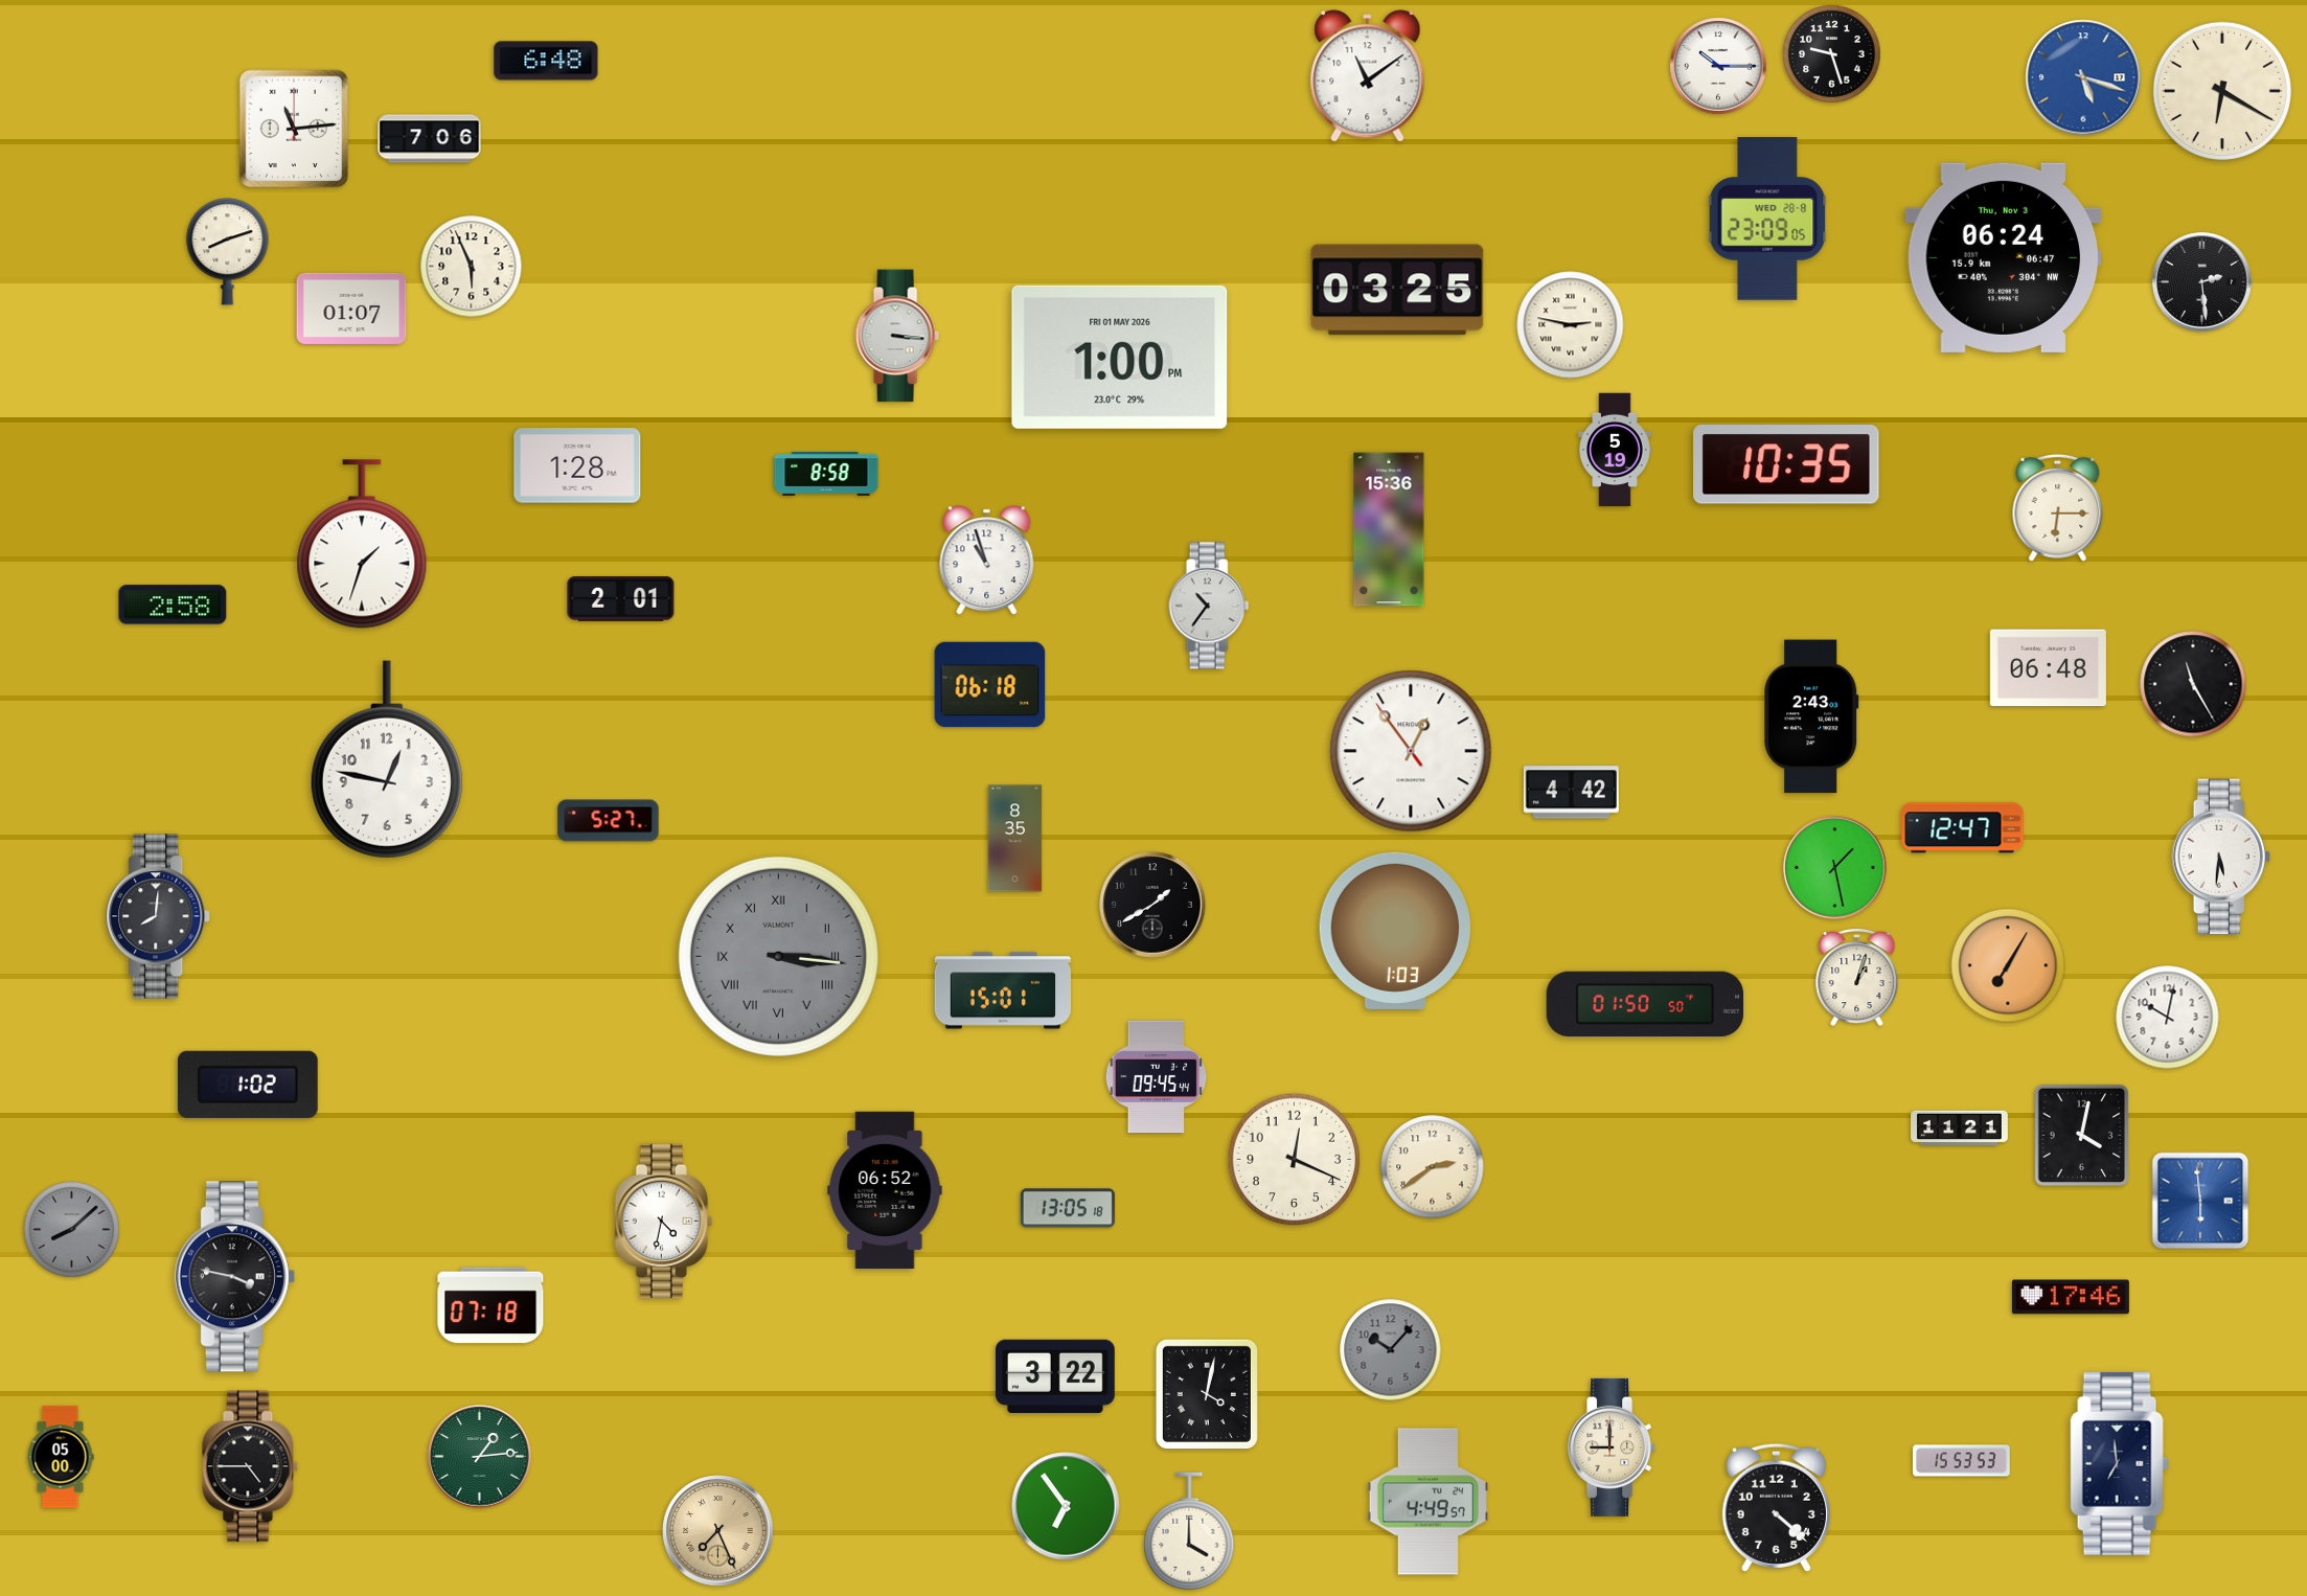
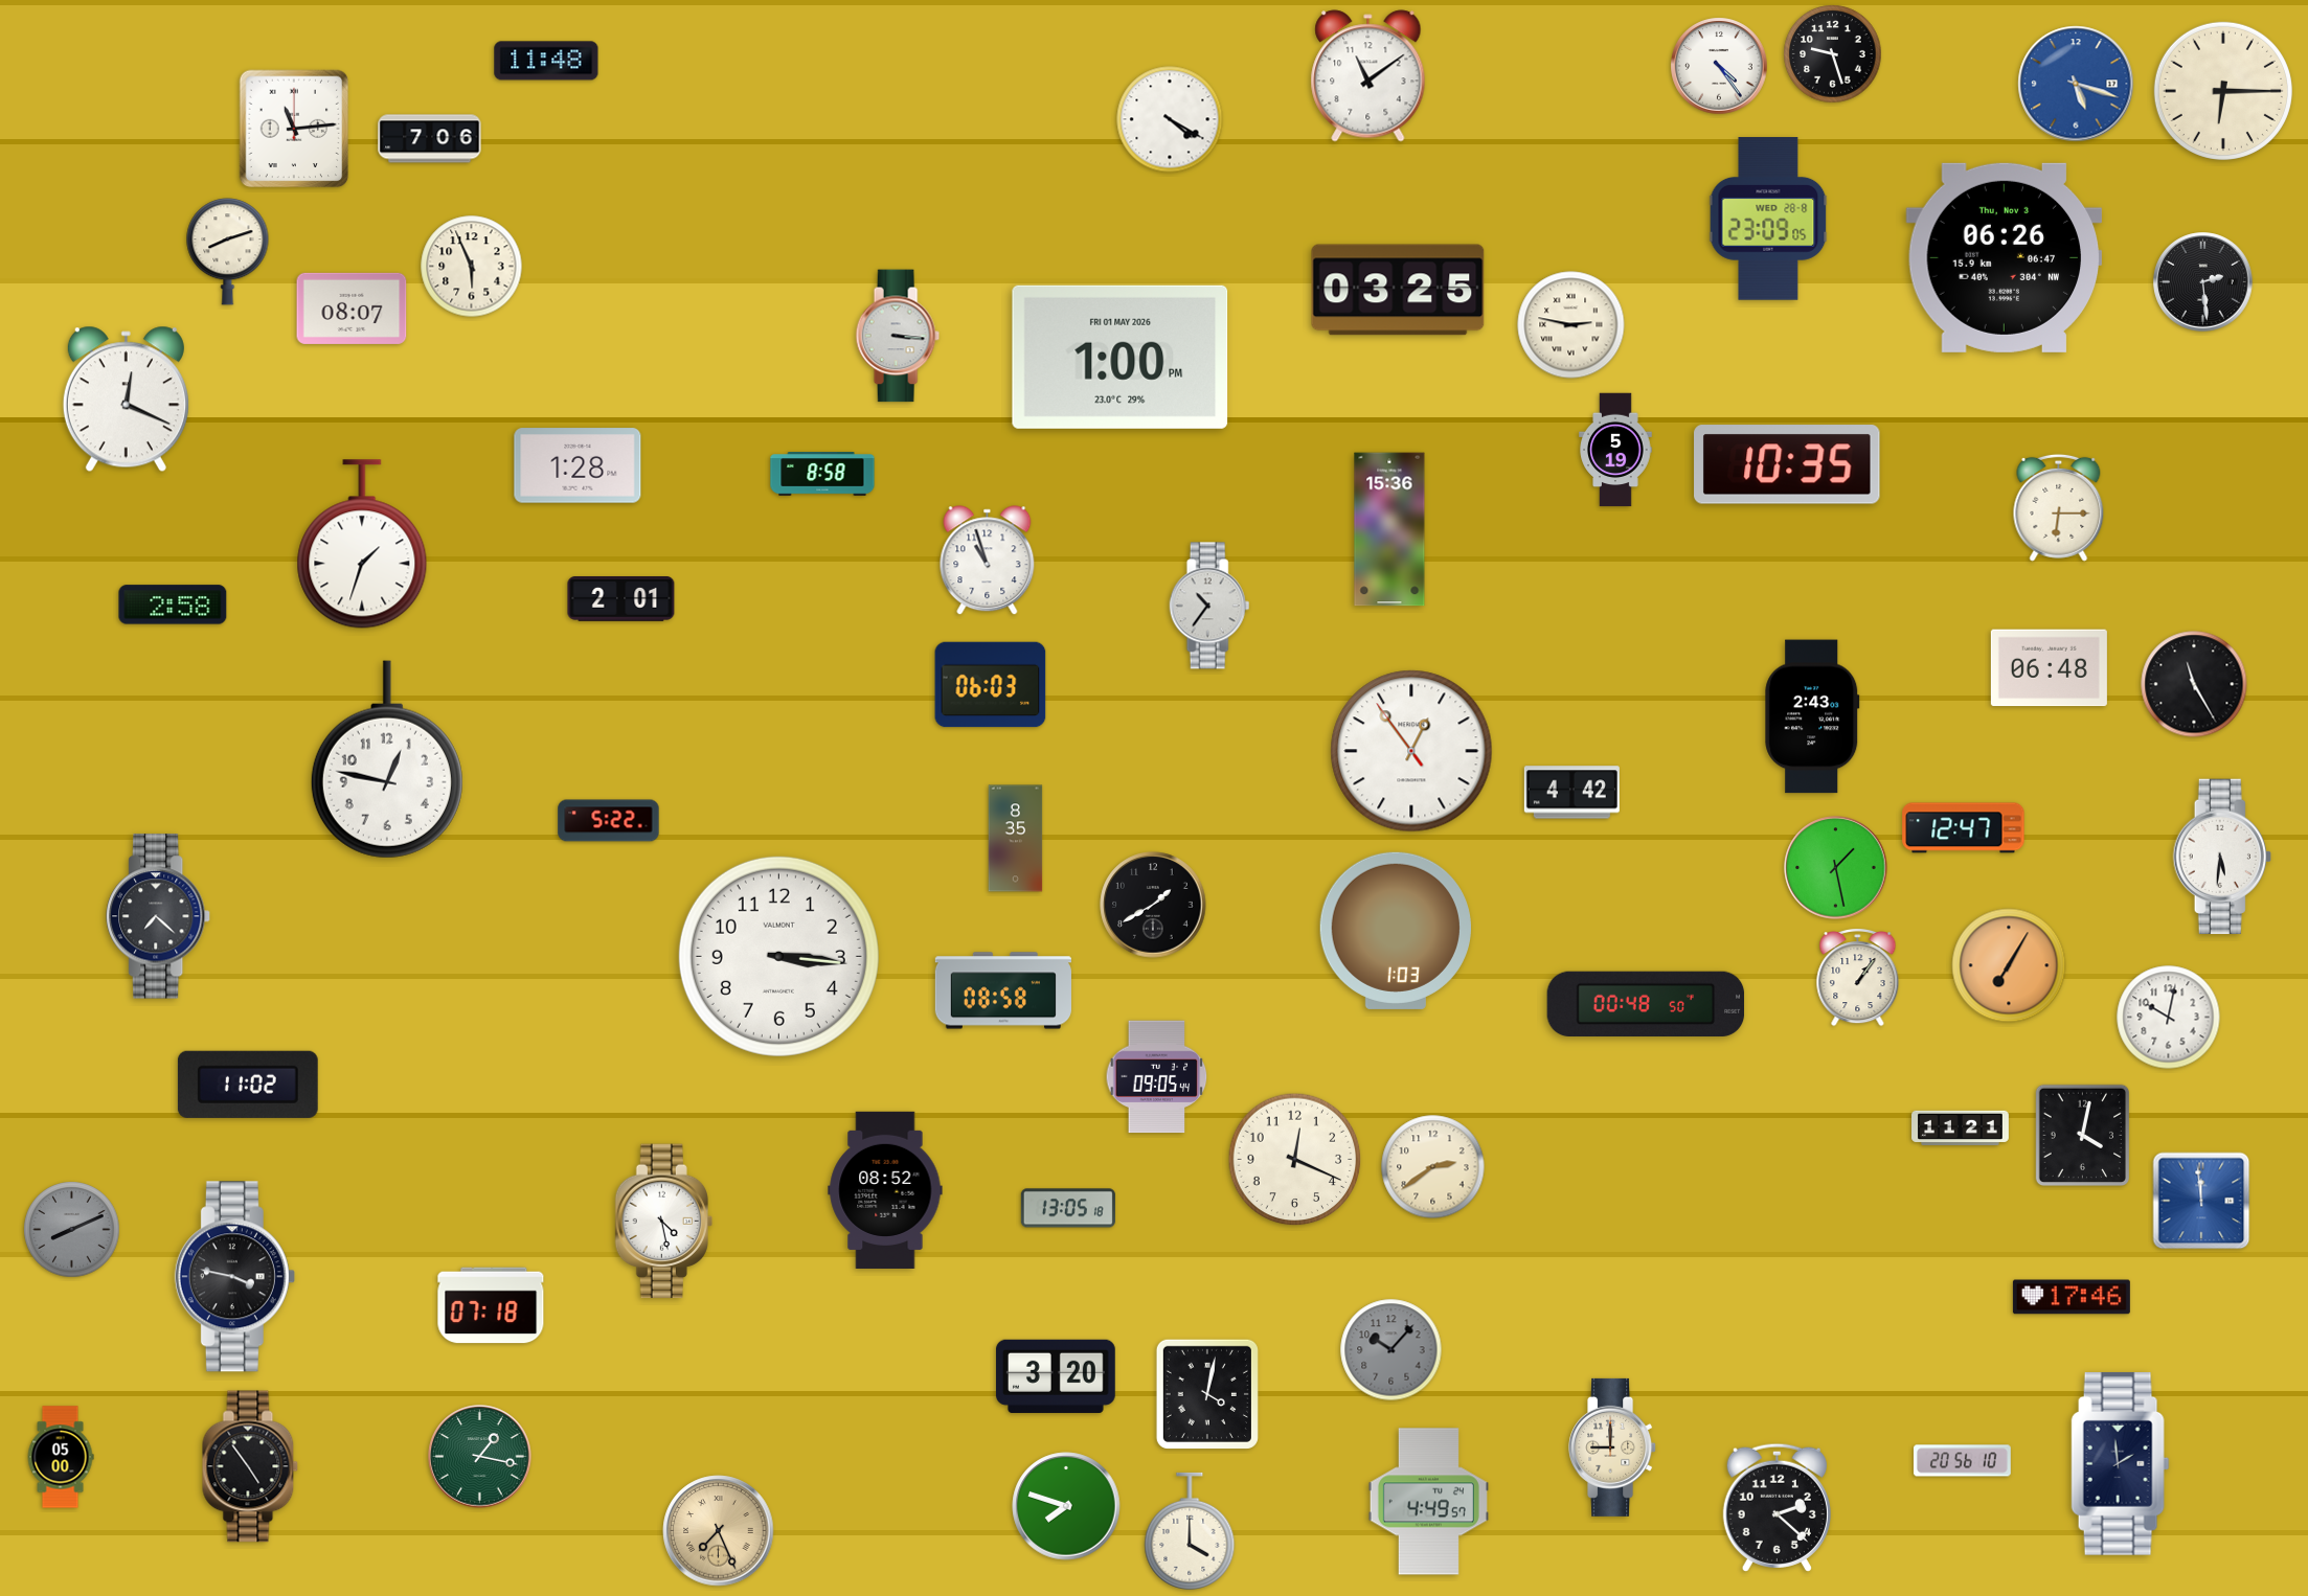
clock at (546, 61): 6:48 -> 11:48
clock at (1718, 66): 10:15 -> 4:24
clock at (2083, 77) position: (2083, 77) -> (2076, 84)
clock at (2222, 91): 6:20 -> 6:15
clock at (1170, 119): none -> 4:20
clock at (2004, 257): 06:24 -> 06:26
clock at (351, 309): 01:07 -> 08:07
clock at (126, 400): none -> 12:19
clock at (826, 474) position: (826, 474) -> (822, 474)
clock at (990, 685): 06:18 -> 06:03
clock at (609, 821): 5:27 -> 5:22
clock at (159, 916): 8:01 -> 7:22
clock at (778, 956) dial: grey -> white
clock at (778, 956) numerals: Roman -> Arabic
clock at (1857, 977): 1:03 -> 1:06
clock at (1003, 990): 15:01 -> 08:58
clock at (1645, 1003): 01:50 -> 00:48
clock at (1157, 1077): 09:45 -> 09:05
clock at (248, 1085): 1:02 -> 11:02
clock at (885, 1190): 06:52 -> 08:52
clock at (2200, 1201): 5:59 -> 11:59
clock at (663, 1222): 4:32 -> 4:28
clock at (72, 1230): 8:08 -> 8:11
clock at (1055, 1376): 3:22 -> 3:20
clock at (480, 1457): 1:14 -> 1:17
clock at (1961, 1461): 15:53 -> 20:56
clock at (2120, 1463): 6:59 -> 1:59
clock at (250, 1466): 4:45 -> 4:54
clock at (1066, 1506): 6:54 -> 7:48
clock at (1776, 1507): 4:22 -> 2:22
